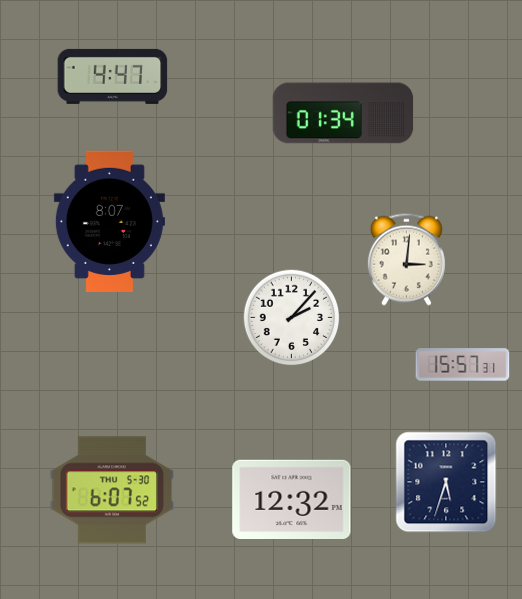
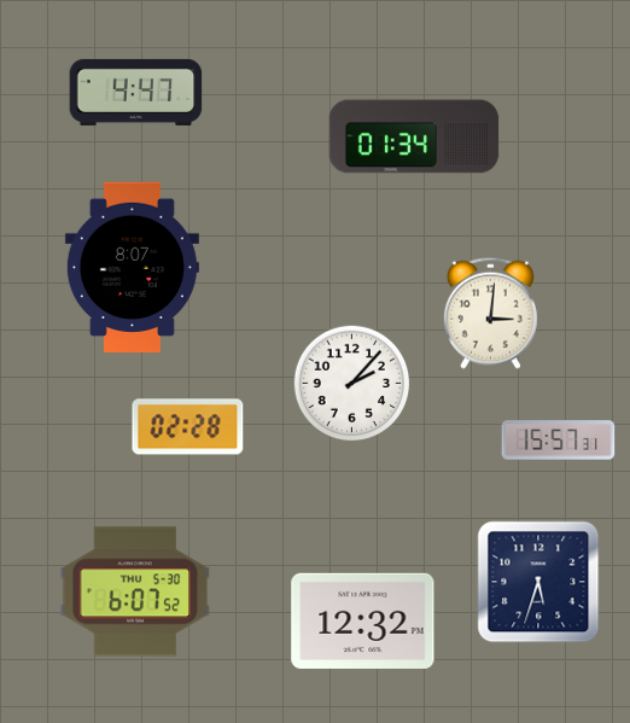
clock at (188, 427): none -> 02:28
clock at (292, 500) position: (292, 500) -> (363, 622)
